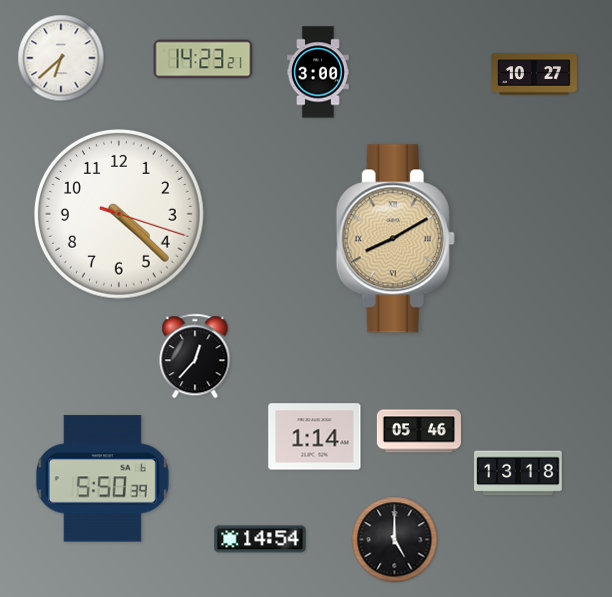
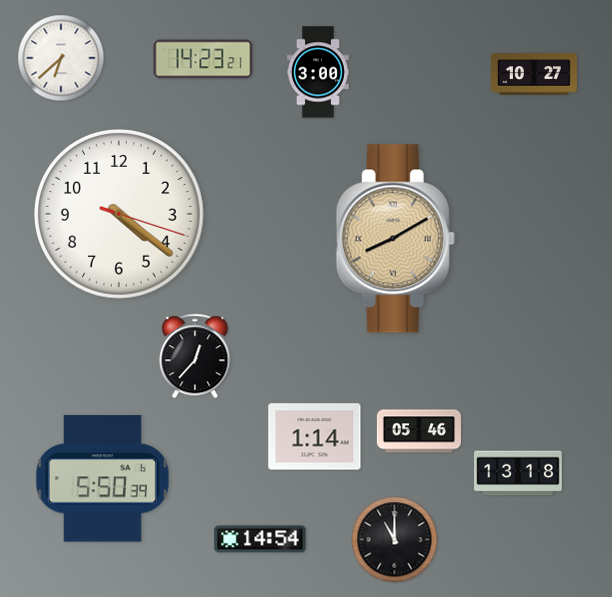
clock at (119, 214): 4:22 -> 4:21
clock at (395, 540): 5:00 -> 11:00
